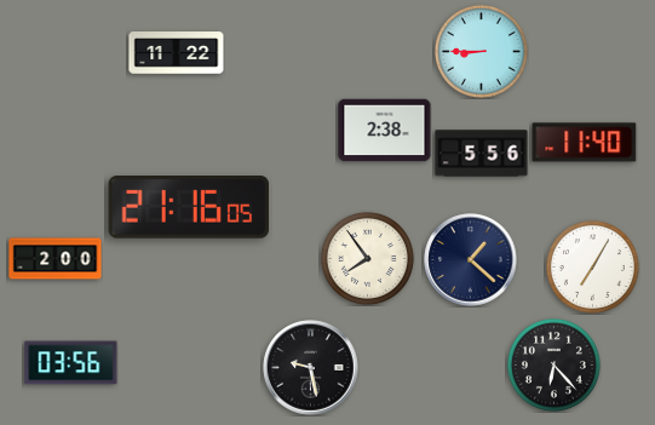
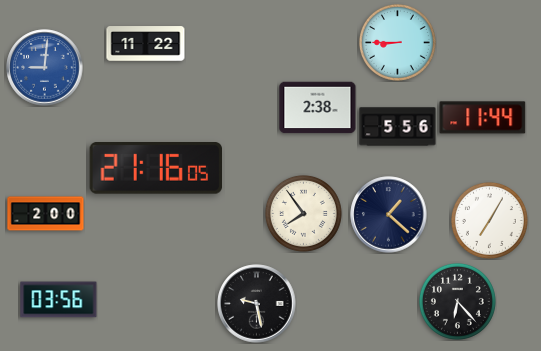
clock at (45, 68): none -> 9:01
clock at (585, 143): 11:40 -> 11:44
clock at (188, 208) position: (188, 208) -> (155, 169)
